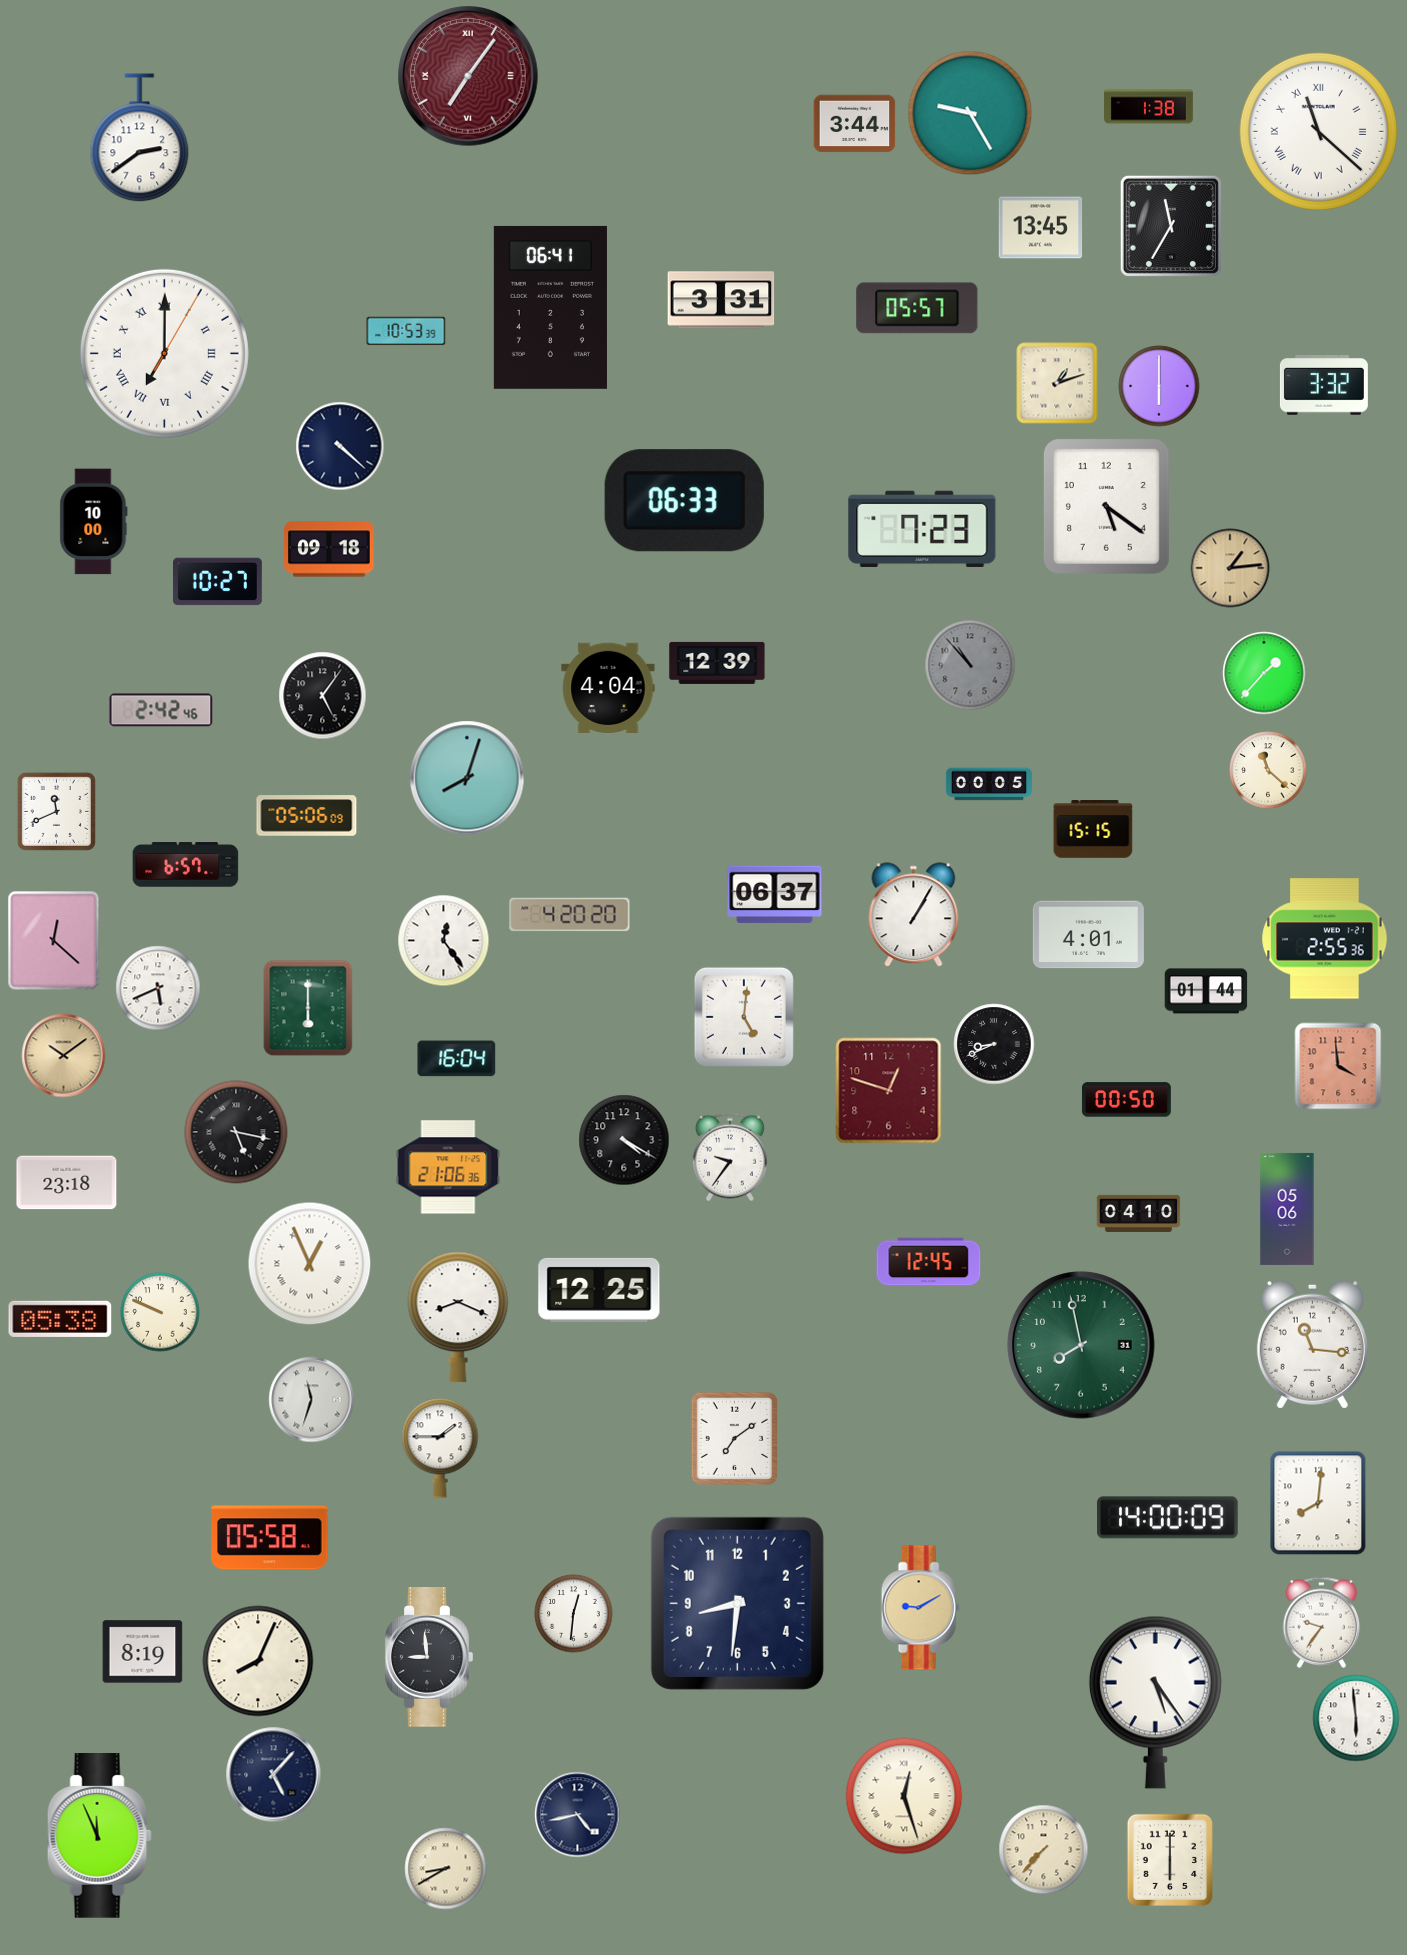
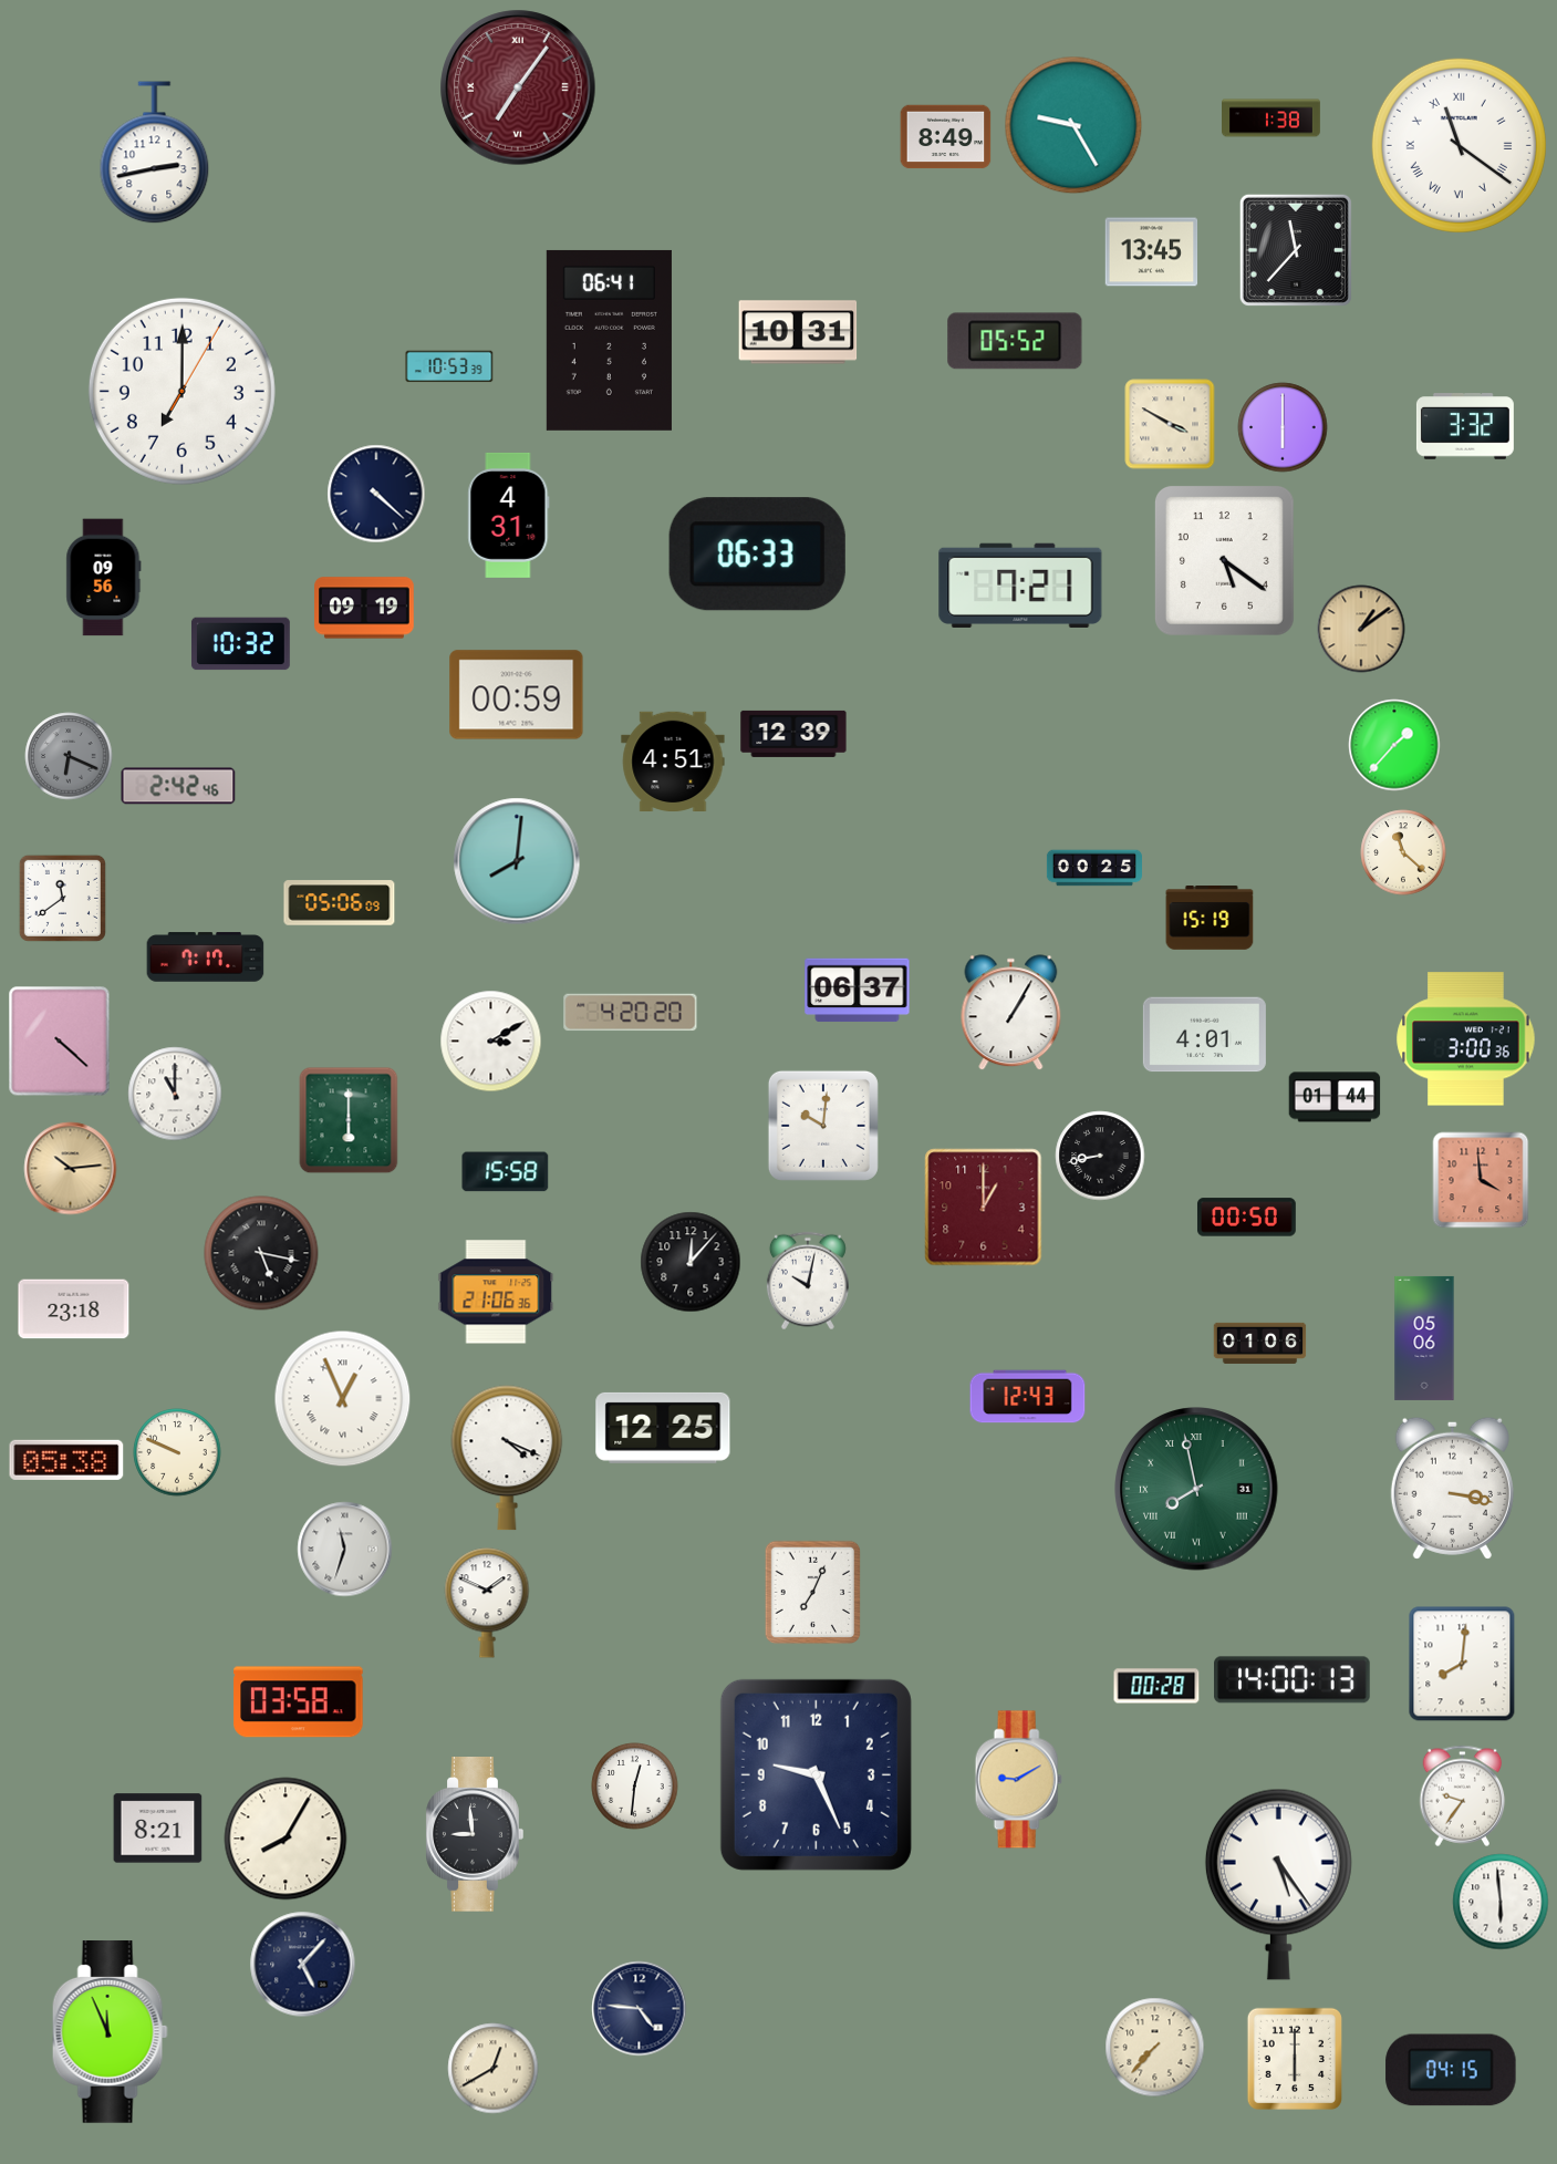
clock at (468, 76) position: (468, 76) -> (518, 87)
clock at (855, 124): 3:44 -> 8:49
clock at (1318, 131): 11:22 -> 11:21
clock at (140, 138): 2:39 -> 2:43
clock at (1171, 226): 11:35 -> 11:37
clock at (721, 300): 3:31 -> 10:31
clock at (917, 308): 05:57 -> 05:52
clock at (164, 353) numerals: Roman -> Arabic
clock at (1057, 383): 1:12 -> 3:50
clock at (509, 515): none -> 4:31
clock at (94, 522): 10:00 -> 09:56
clock at (922, 529): 7:23 -> 7:21
clock at (329, 549): 09:18 -> 09:19
clock at (1230, 568): 1:14 -> 1:09
clock at (218, 582): 10:27 -> 10:32
clock at (517, 695): none -> 00:59
clock at (970, 665): 10:53 -> none
clock at (1264, 673) position: (1264, 673) -> (1394, 745)
clock at (69, 756): none -> 6:19
clock at (608, 688): 4:04 -> 4:51
clock at (323, 696): 5:06 -> none
clock at (467, 778): 8:03 -> 8:01
clock at (989, 784): 00:05 -> 00:25
clock at (56, 811): 11:41 -> 11:39
clock at (1093, 830): 15:15 -> 15:19
clock at (186, 865): 6:57 -> 7:17
clock at (1325, 939): 2:55 -> 3:00
clock at (54, 941): 12:22 -> 4:22
clock at (444, 941): 12:24 -> 3:10
clock at (158, 988): 5:41 -> 11:00
clock at (308, 1008) position: (308, 1008) -> (349, 1120)
clock at (744, 1017): 5:01 -> 10:01
clock at (994, 1044): 8:41 -> 8:43
clock at (64, 1056): 10:09 -> 10:14
clock at (457, 1059): 16:04 -> 15:58
clock at (889, 1091): 12:48 -> 1:00
clock at (624, 1140): 4:20 -> 12:07
clock at (730, 1157): 9:36 -> 10:02
clock at (1139, 1213): 04:10 -> 01:06
clock at (929, 1262): 12:45 -> 12:43
clock at (458, 1317): 8:19 -> 4:19
clock at (1312, 1344): 11:16 -> 3:17
clock at (1081, 1345) numerals: Arabic -> Roman
clock at (735, 1439): 7:09 -> 7:04
clock at (440, 1448): 1:45 -> 1:49
clock at (1318, 1503) position: (1318, 1503) -> (1462, 1664)
clock at (1168, 1518): 14:00:09 -> 14:00:13
clock at (1156, 1686): none -> 00:28
clock at (270, 1538): 05:58 -> 03:58
clock at (737, 1603): 8:31 -> 9:26
clock at (143, 1652): 8:19 -> 8:21
clock at (258, 1661): 8:04 -> 8:05
clock at (904, 1796): 12:27 -> none
clock at (578, 1815): 4:43 -> 4:46
clock at (446, 1869): 8:40 -> 12:40
clock at (1451, 2070): none -> 04:15
